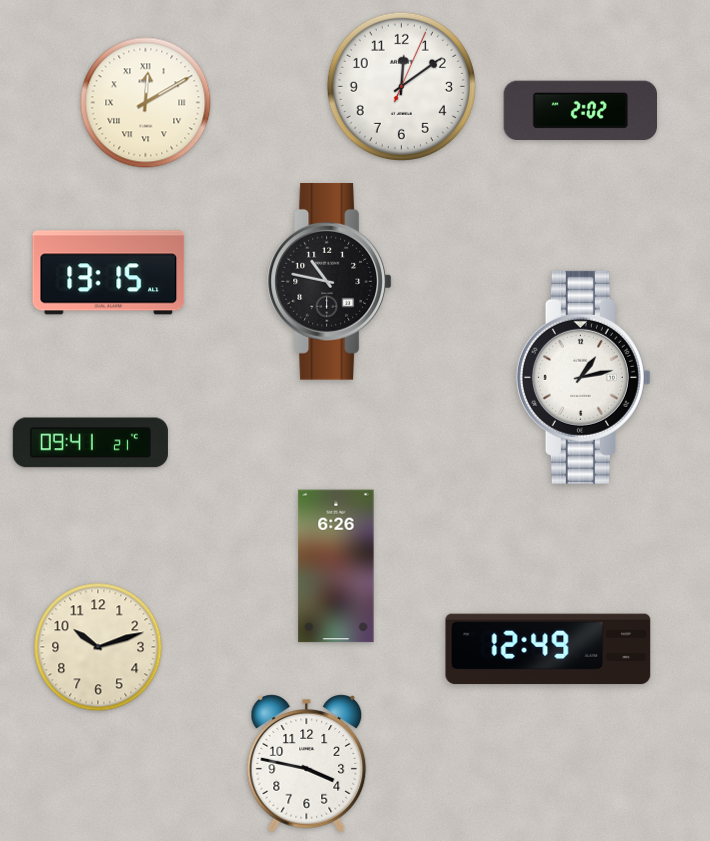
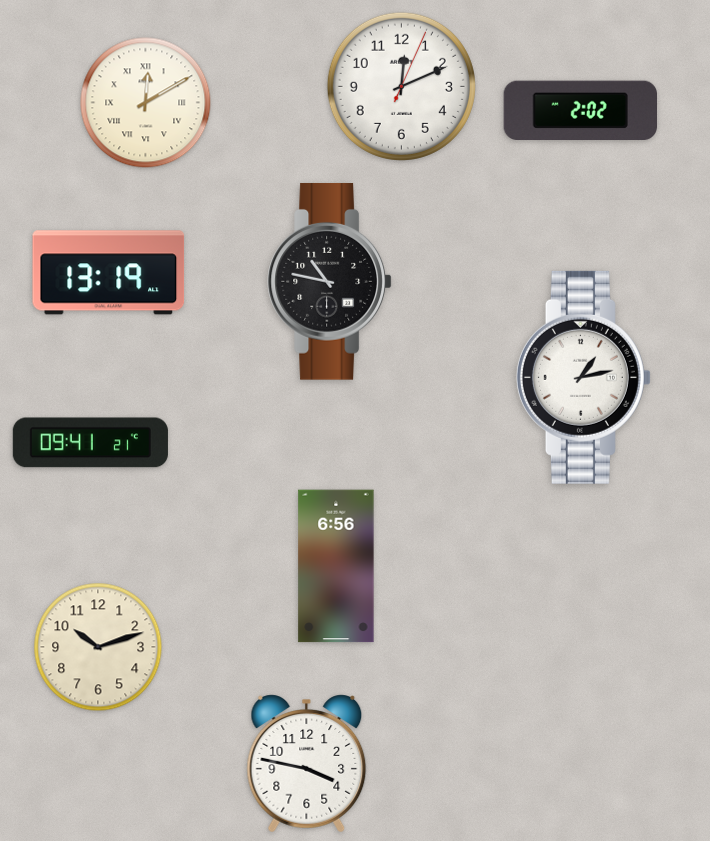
clock at (401, 86): 12:09 -> 12:11
clock at (109, 273): 13:15 -> 13:19
clock at (336, 566): 6:26 -> 6:56
clock at (548, 649): 12:49 -> none
